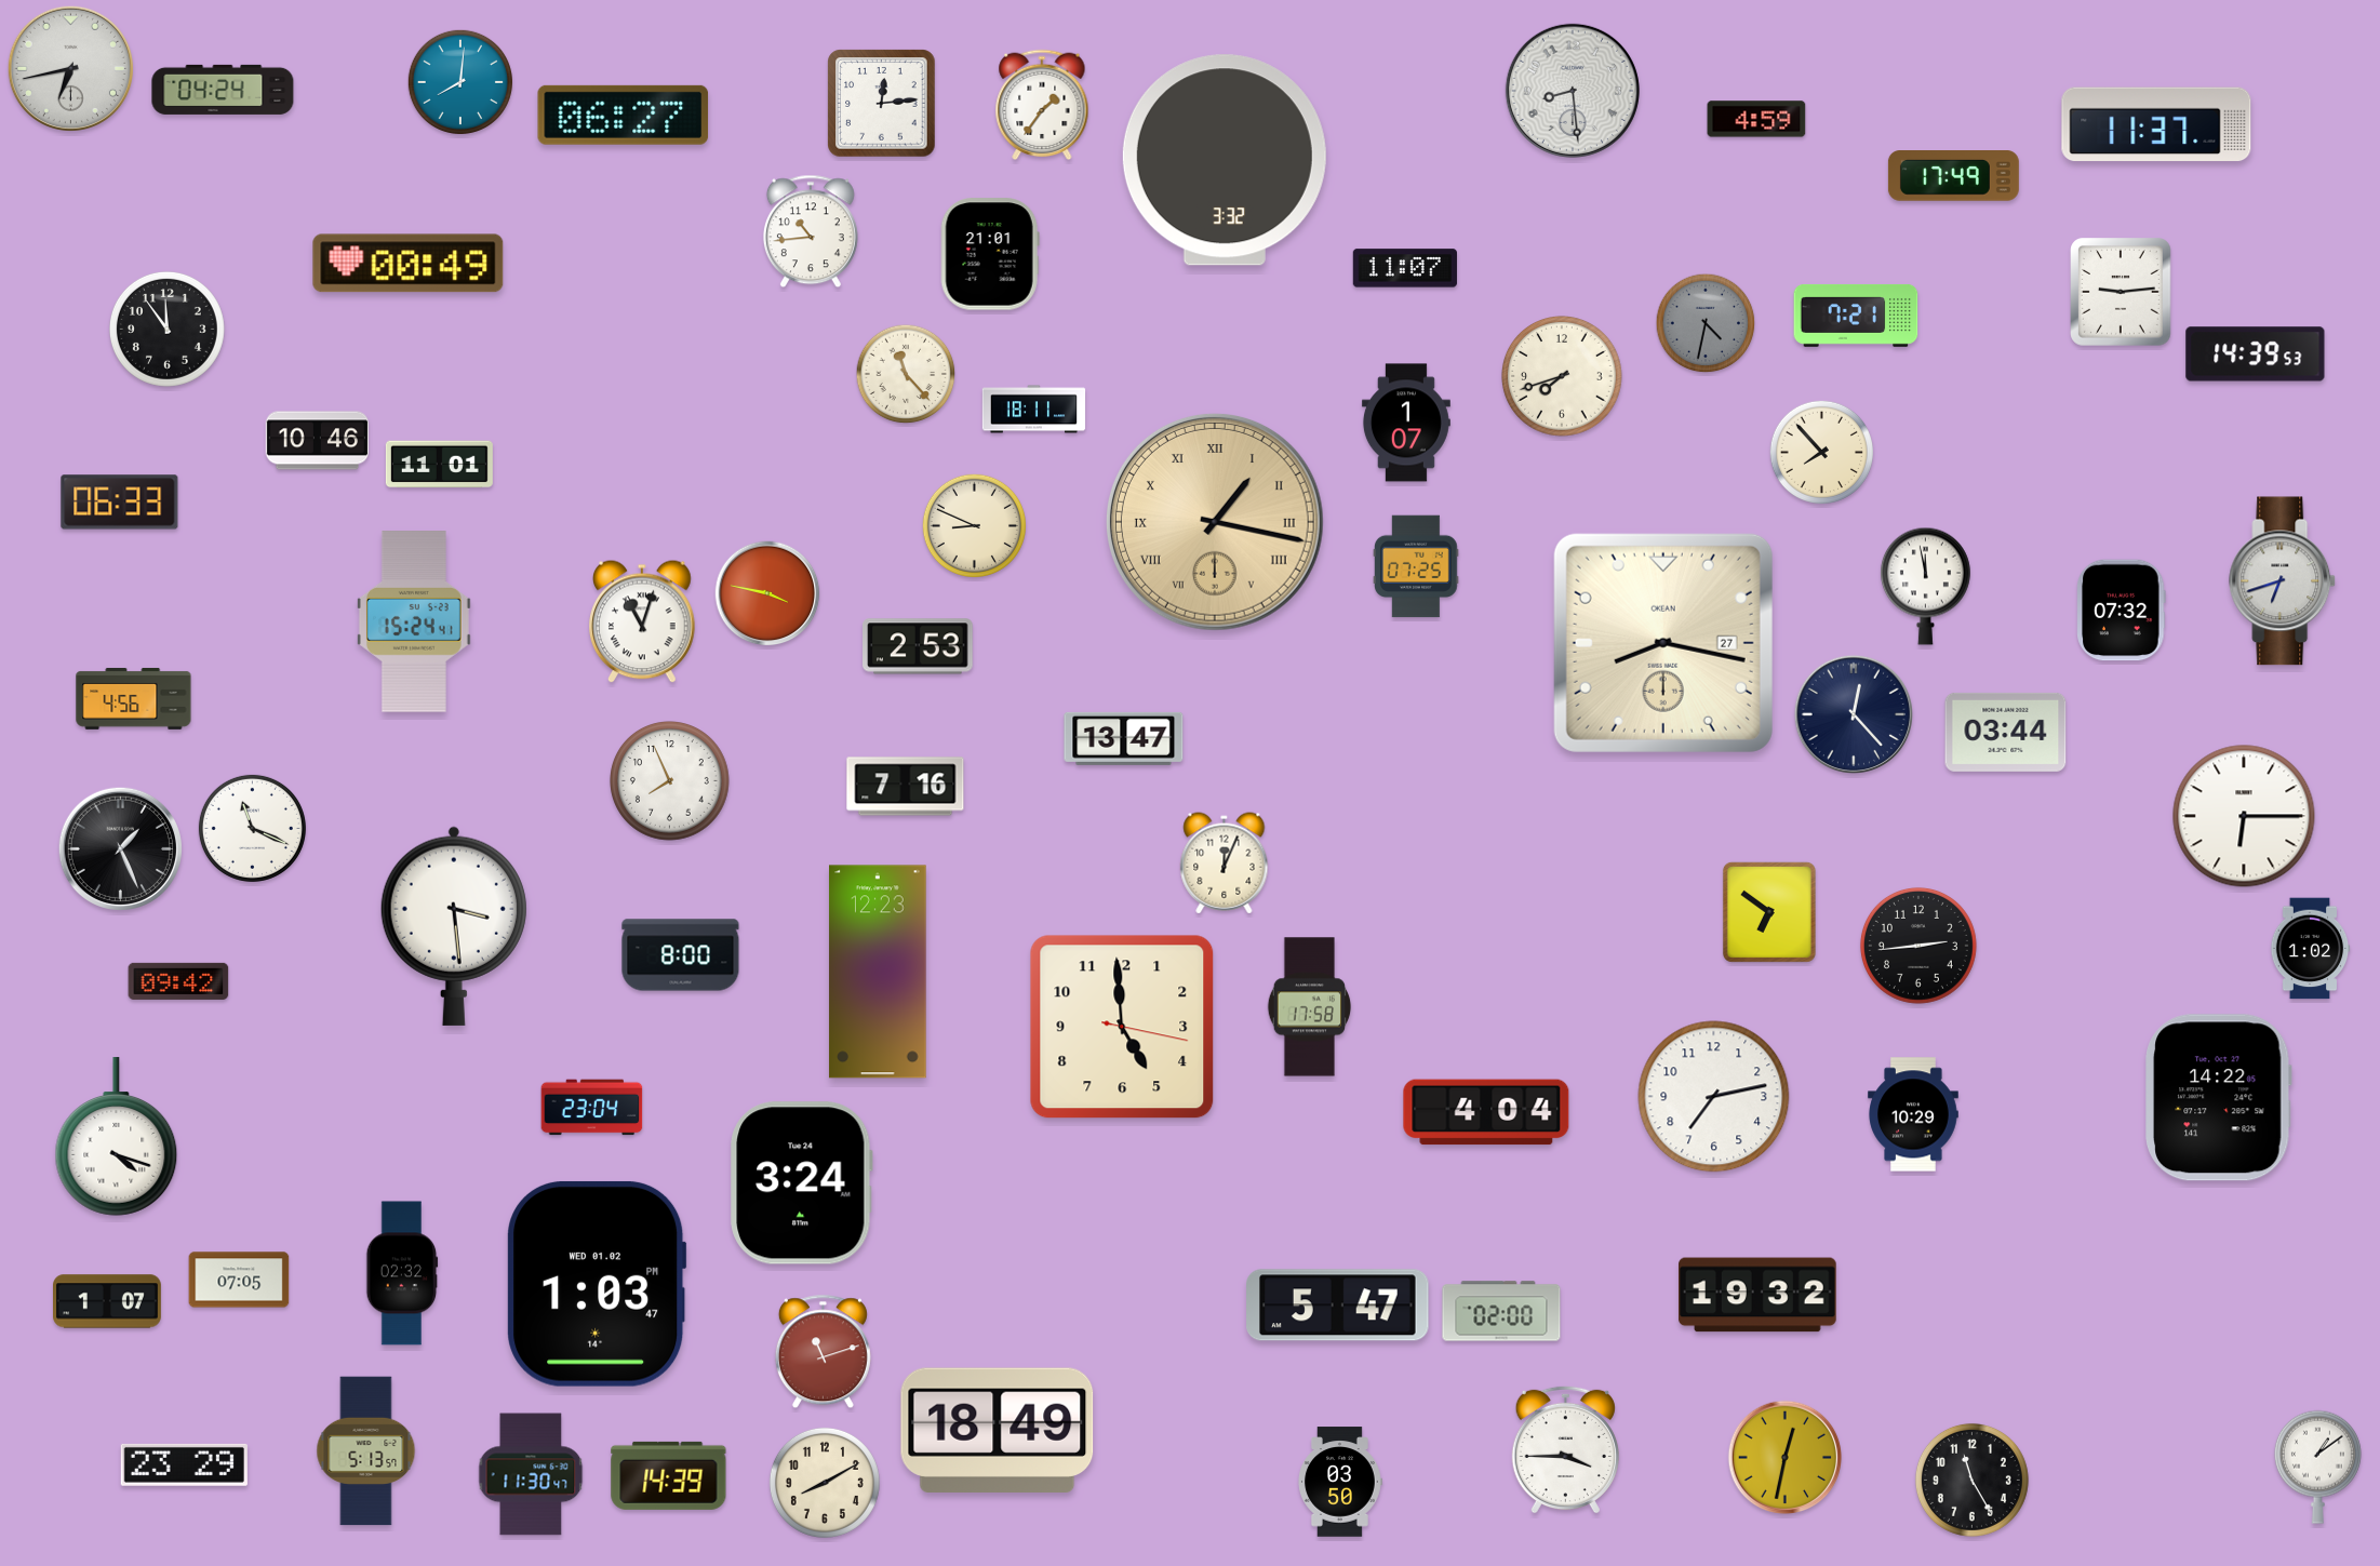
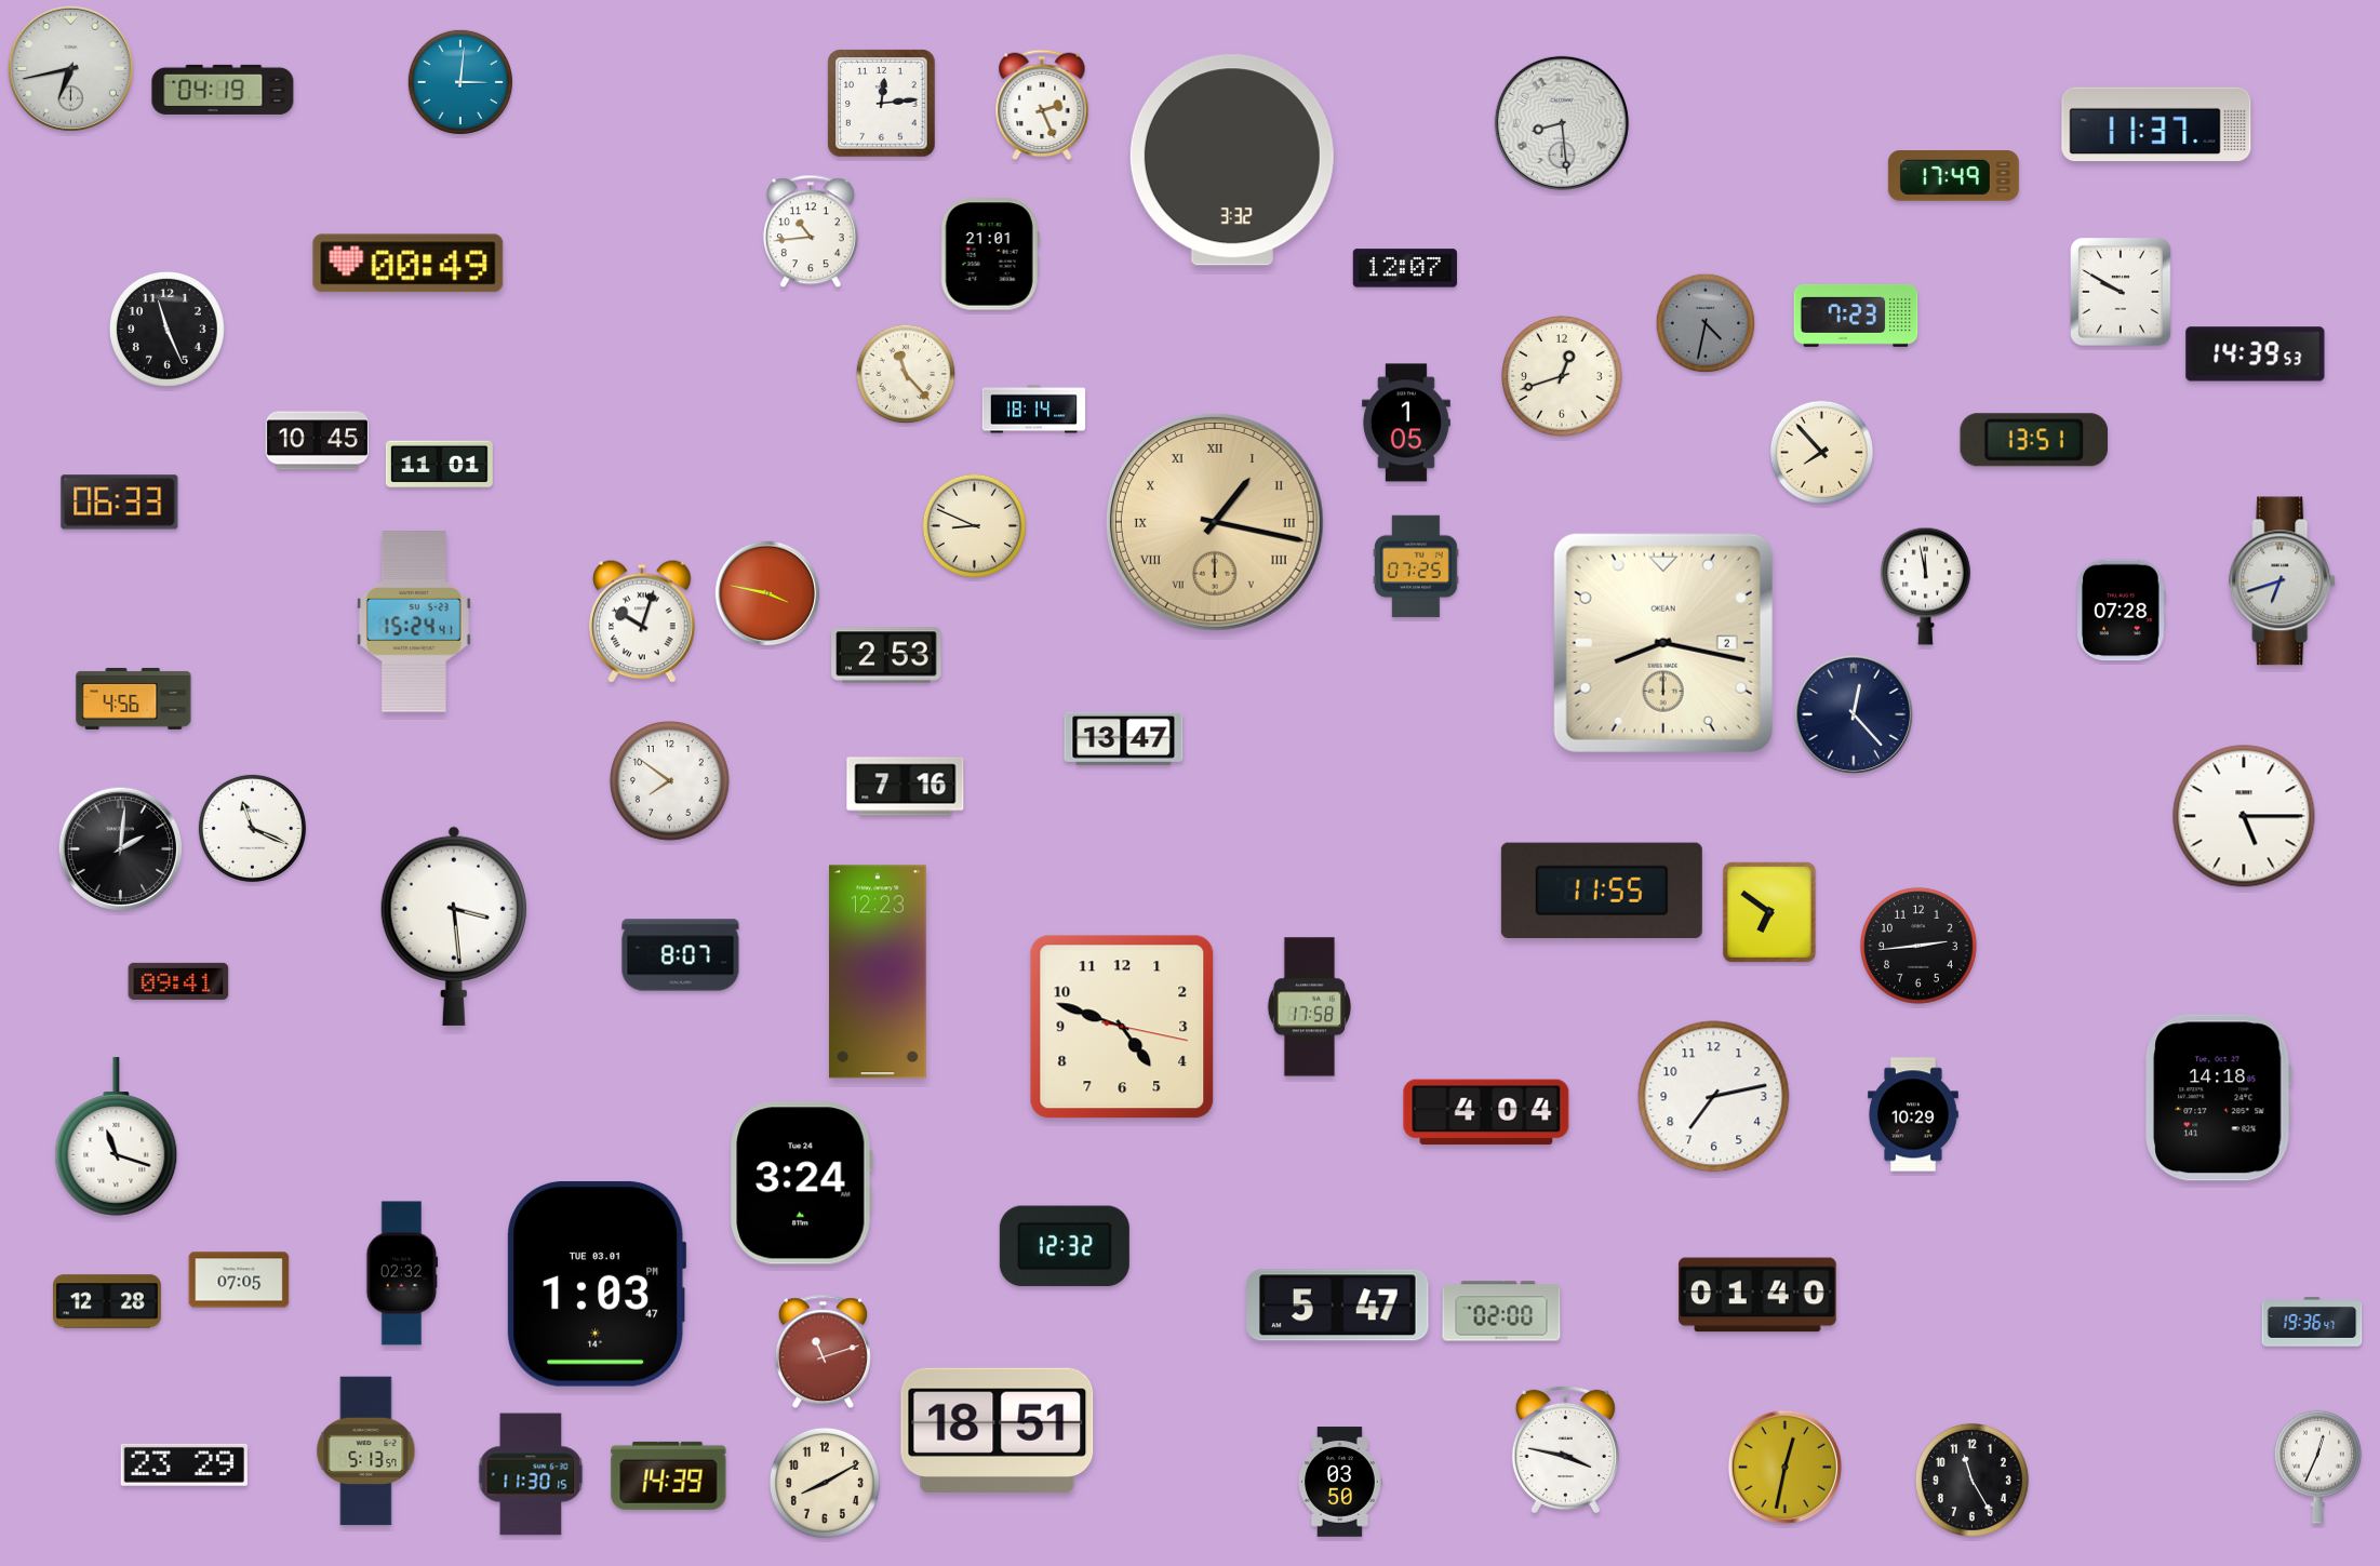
clock at (460, 82): 8:01 -> 3:01
clock at (223, 90): 04:24 -> 04:19
clock at (1573, 91) position: (1573, 91) -> (1562, 123)
clock at (1042, 105): 1:36 -> 2:26
clock at (624, 115): 06:27 -> none
clock at (1756, 119): 4:59 -> none
clock at (1225, 160) position: (1225, 160) -> (1232, 160)
clock at (1405, 268): 11:07 -> 12:07
clock at (2122, 293): 9:14 -> 9:50
clock at (1856, 316): 7:21 -> 7:23
clock at (166, 329): 11:54 -> 11:26
clock at (1563, 376): 7:42 -> 12:42
clock at (1034, 410): 18:11 -> 18:14
clock at (1406, 423): 1:07 -> 1:05
clock at (2033, 440): none -> 13:51
clock at (318, 441): 10:46 -> 10:45
clock at (2122, 611): 07:32 -> 07:28
clock at (643, 621): 11:03 -> 10:03
clock at (1663, 643) date: 27 -> 2
clock at (918, 646) position: (918, 646) -> (886, 655)
clock at (2006, 732): 03:44 -> none
clock at (670, 781): 7:56 -> 7:51
clock at (2244, 816): 6:15 -> 5:15
clock at (120, 848): 1:26 -> 2:01
clock at (1225, 864): 12:04 -> none
clock at (1602, 891): none -> 11:55
clock at (2310, 949): 1:02 -> none
clock at (681, 955): 8:00 -> 8:07
clock at (178, 981): 09:42 -> 09:41
clock at (1122, 1027): 4:59 -> 4:48
clock at (2219, 1098): 14:22 -> 14:18
clock at (592, 1108): 23:04 -> none
clock at (117, 1137): 4:18 -> 11:18
clock at (1065, 1246): none -> 12:32
clock at (597, 1284) date: WED 01.02 -> TUE 03.01
clock at (1757, 1295): 19:32 -> 01:40
clock at (108, 1301): 1:07 -> 12:28
clock at (2312, 1322): none -> 19:36
clock at (998, 1430): 18:49 -> 18:51
clock at (1565, 1449): 3:45 -> 3:47
clock at (1784, 1458) position: (1784, 1458) -> (1784, 1468)
clock at (2317, 1467): 1:09 -> 12:34
clock at (531, 1474): 11:30:47 -> 11:30:15
